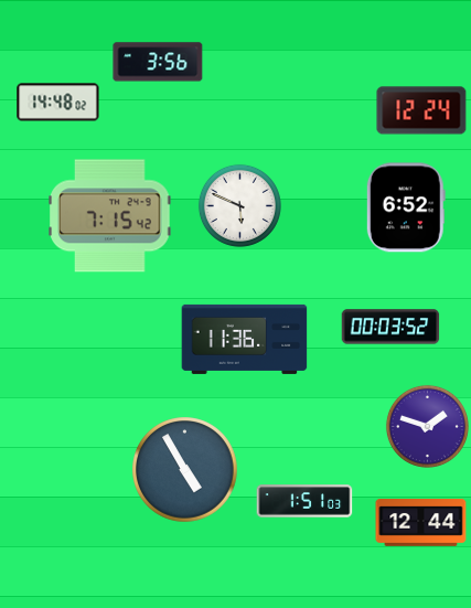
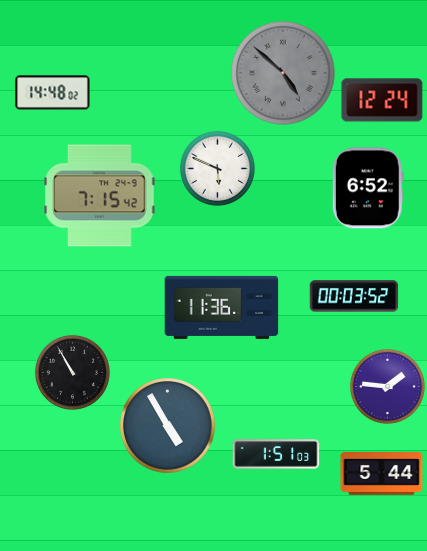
clock at (158, 62): 3:56 -> none
clock at (283, 73): none -> 4:52
clock at (239, 205) position: (239, 205) -> (217, 168)
clock at (72, 372): none -> 10:55
clock at (427, 426): 1:48 -> 1:46
clock at (421, 523): 12:44 -> 5:44
